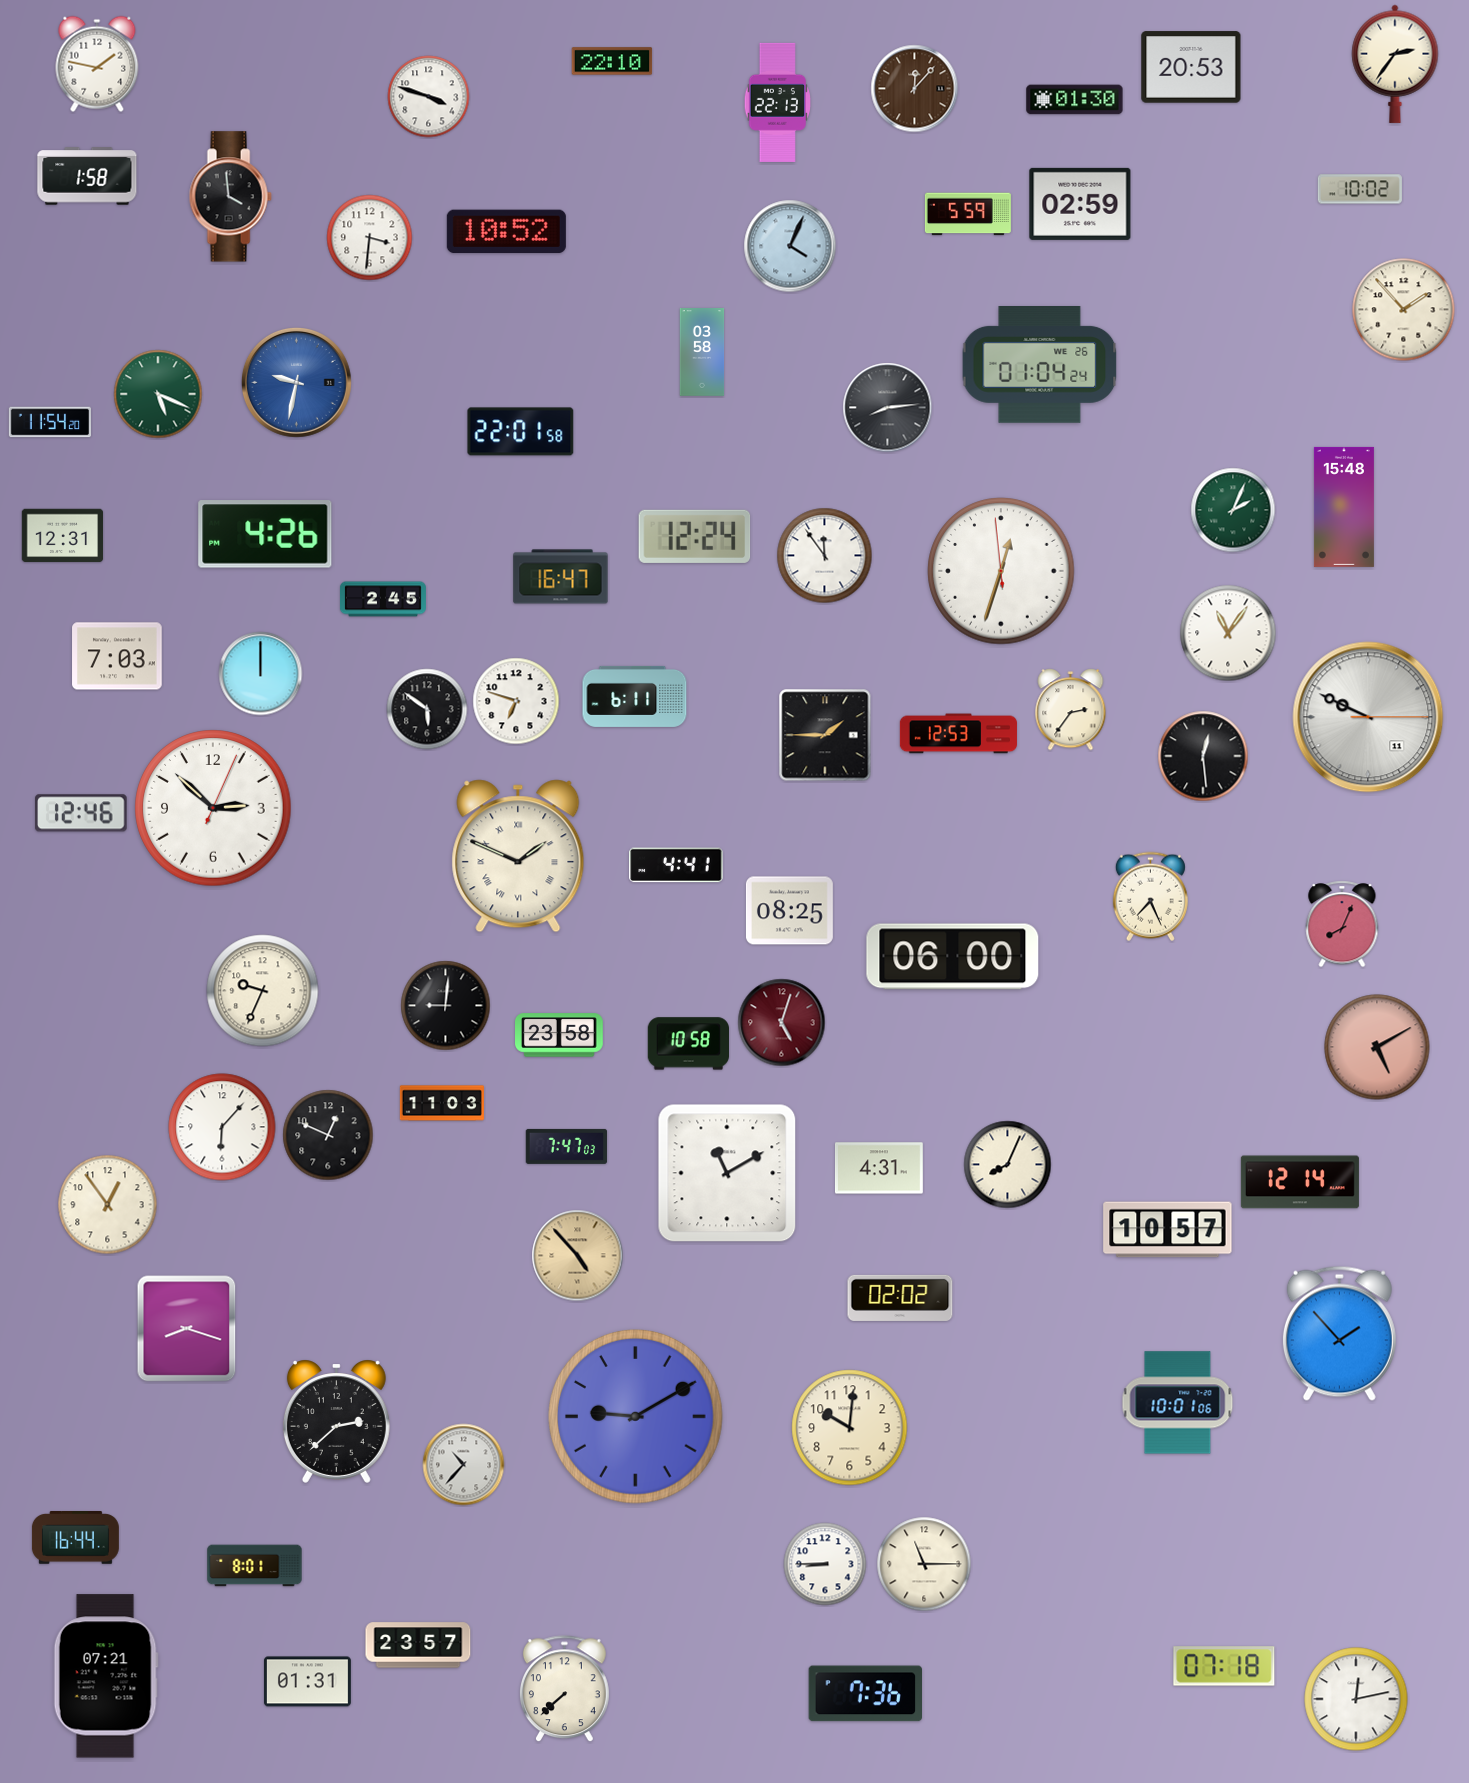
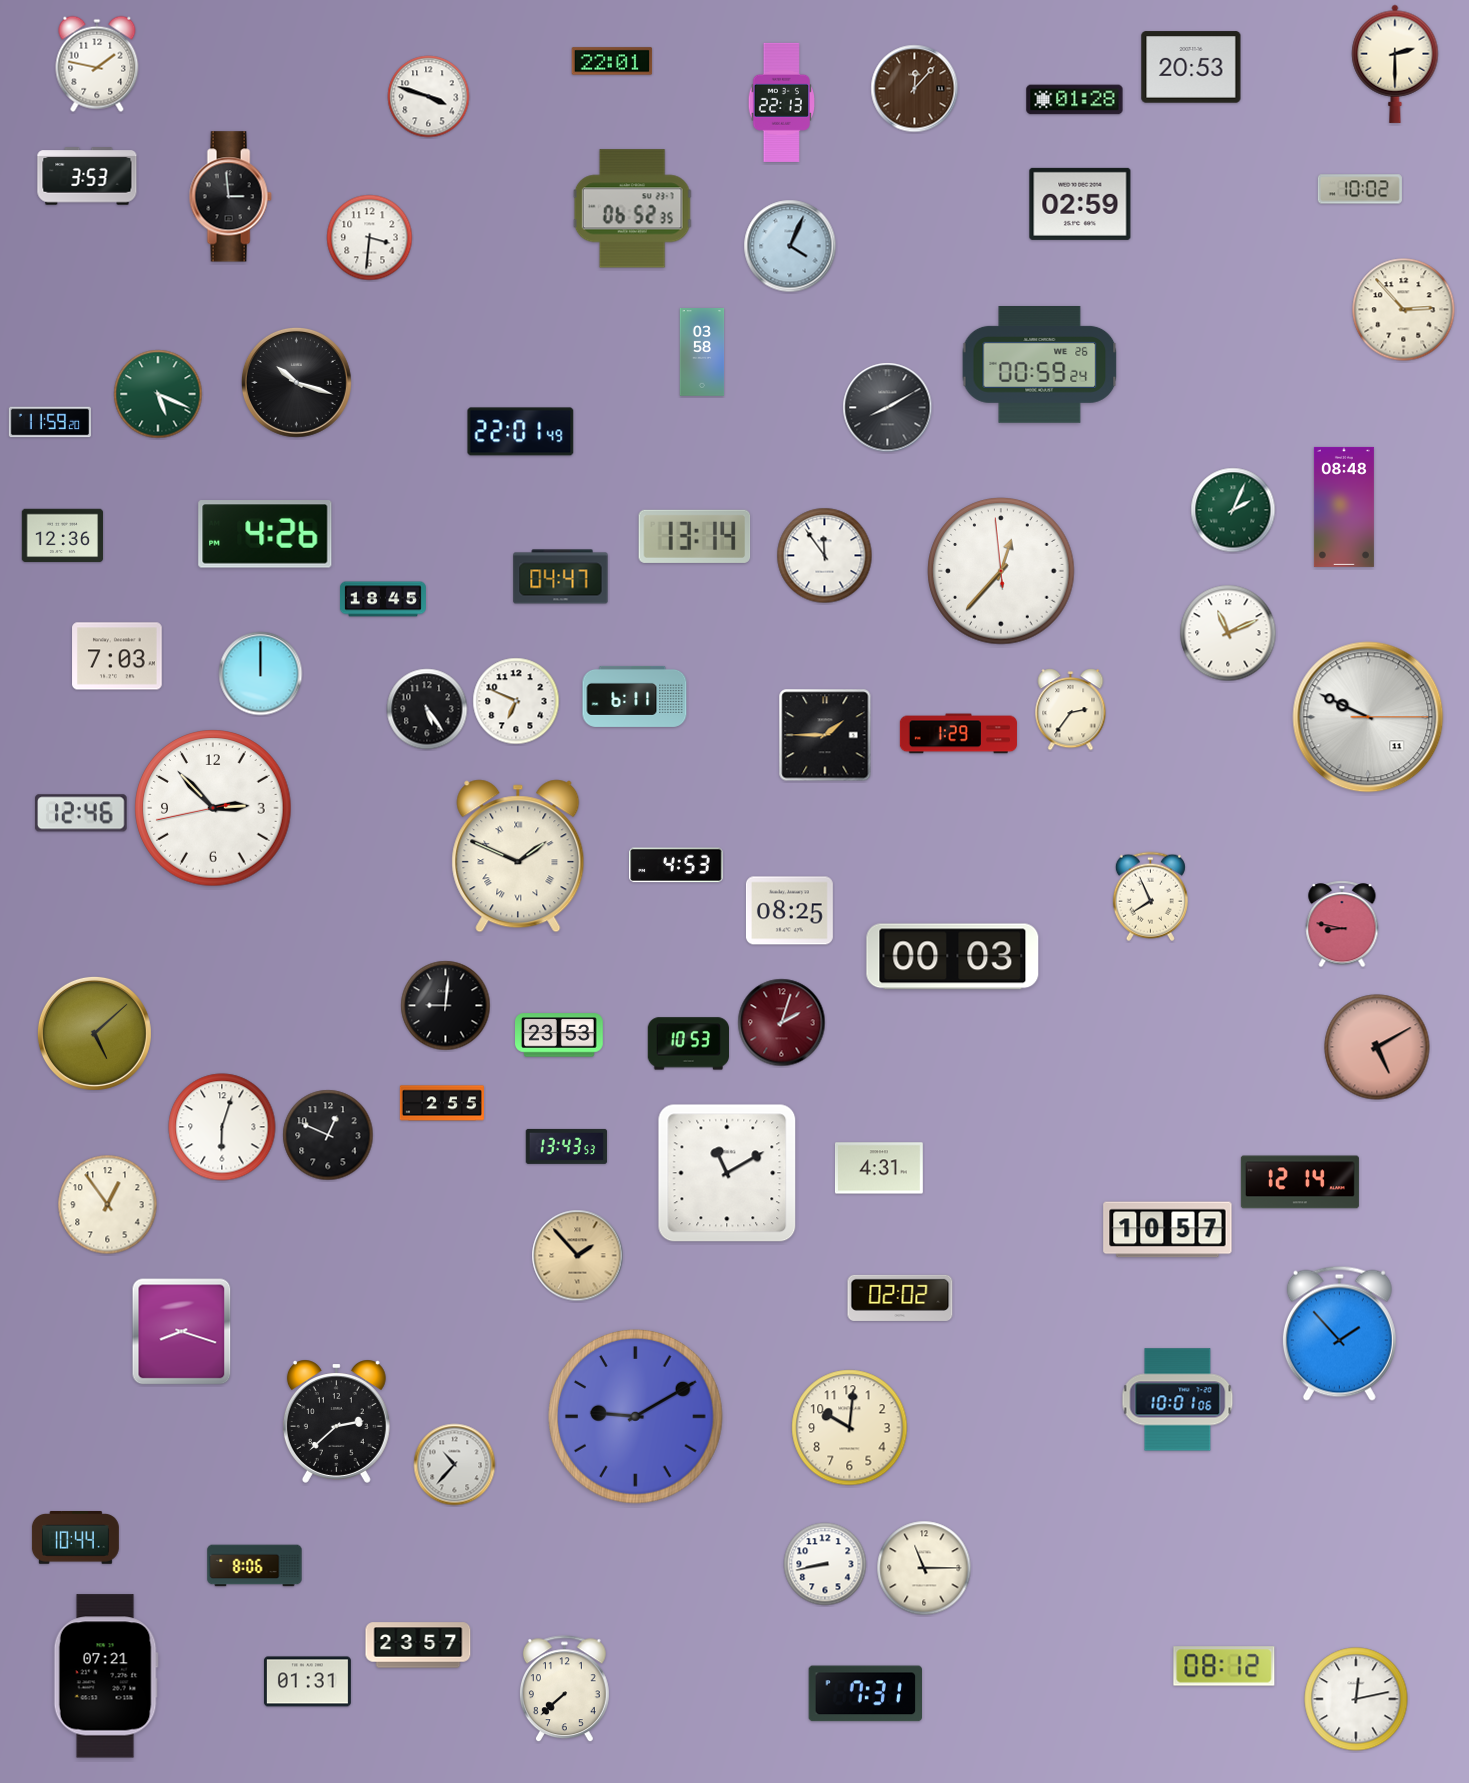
clock at (612, 61): 22:10 -> 22:01
clock at (1395, 64): 2:36 -> 2:30
clock at (1075, 100): 01:30 -> 01:28
clock at (777, 102) position: (777, 102) -> (781, 102)
clock at (87, 176): 1:58 -> 3:53
clock at (230, 197): 3:59 -> 2:59
clock at (632, 209): none -> 06:52
clock at (968, 214): 5:59 -> none
clock at (506, 232): 10:52 -> none
clock at (1404, 310): 1:53 -> 2:53
clock at (1040, 365): 01:04 -> 00:59
clock at (296, 382): 9:32 -> 10:18
clock at (296, 382) dial: blue -> black
clock at (888, 408): 8:14 -> 8:10
clock at (49, 422): 11:54 -> 11:59
clock at (521, 432): 22:01:58 -> 22:01:49
clock at (1344, 507): 15:48 -> 08:48
clock at (63, 536): 12:31 -> 12:36
clock at (695, 536): 12:24 -> 13:14
clock at (1001, 571): 12:32 -> 12:36
clock at (561, 577): 16:47 -> 04:47
clock at (383, 599): 2:45 -> 18:45
clock at (1228, 633): 11:06 -> 11:11
clock at (516, 701): 6:48 -> 6:49
clock at (427, 709): 5:51 -> 5:24
clock at (958, 734): 12:53 -> 1:29
clock at (1203, 756): 12:29 -> none
clock at (213, 808): 2:52:04 -> 2:52:43
clock at (676, 865): 4:41 -> 4:53
clock at (1150, 897): 7:26 -> 7:56
clock at (1342, 924): 8:04 -> 8:47
clock at (953, 957): 06:00 -> 00:03
clock at (263, 991): 9:34 -> none
clock at (782, 1023): 5:03 -> 2:03
clock at (94, 1033): none -> 5:08
clock at (560, 1035): 23:58 -> 23:53
clock at (688, 1044): 10:58 -> 10:53
clock at (442, 1103): 11:03 -> 2:55
clock at (222, 1127): 6:07 -> 6:03
clock at (567, 1146): 7:47 -> 13:43
clock at (1008, 1165): 8:04 -> none
clock at (578, 1256): 4:53 -> 1:53
clock at (187, 1329) position: (187, 1329) -> (182, 1332)
clock at (1178, 1403) position: (1178, 1403) -> (1178, 1400)
clock at (464, 1465) position: (464, 1465) -> (455, 1465)
clock at (75, 1538): 16:44 -> 10:44
clock at (825, 1564): 8:45 -> 8:43
clock at (924, 1564) position: (924, 1564) -> (924, 1568)
clock at (255, 1566): 8:01 -> 8:06
clock at (1224, 1666): 07:18 -> 08:12
clock at (866, 1694): 7:36 -> 7:31
